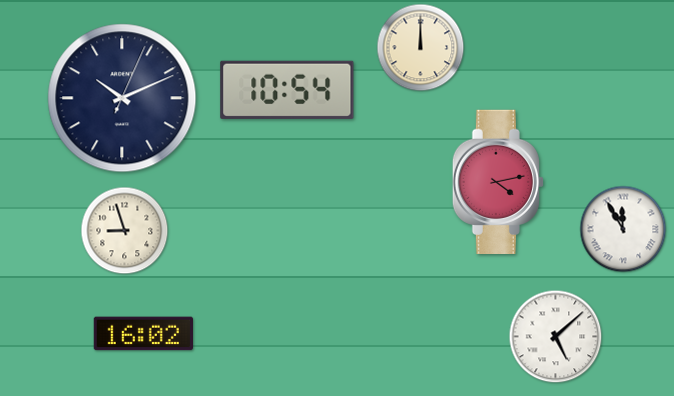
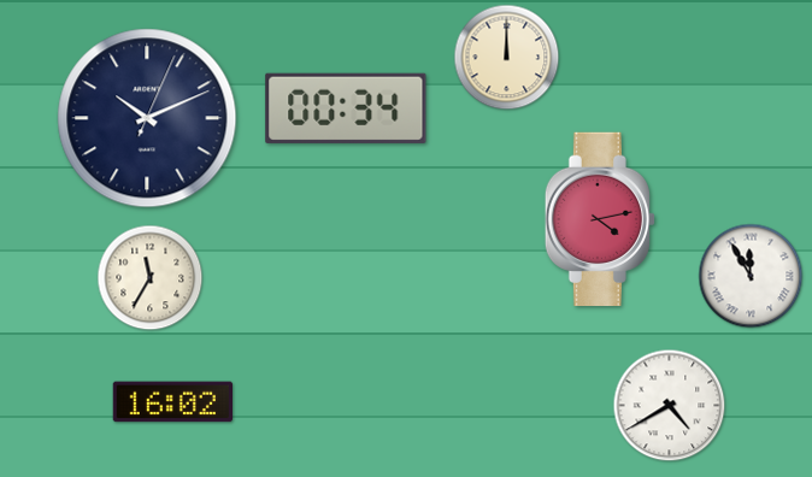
clock at (287, 90): 10:54 -> 00:34
clock at (125, 231): 8:57 -> 11:35
clock at (556, 337): 5:08 -> 4:40
